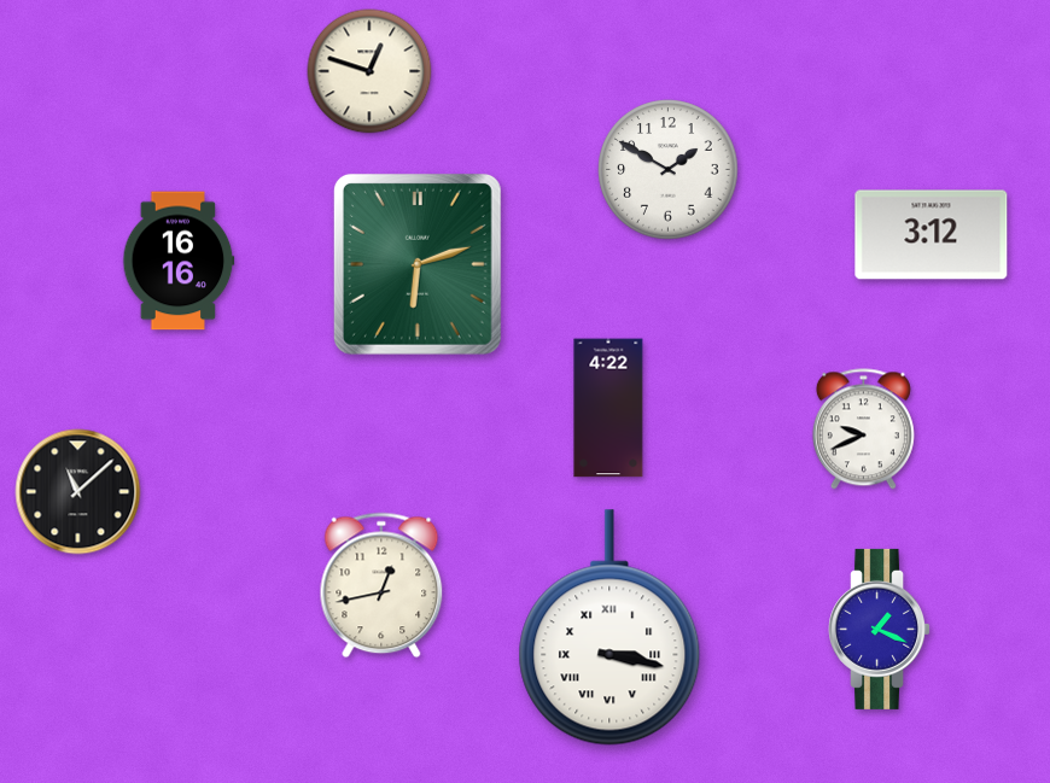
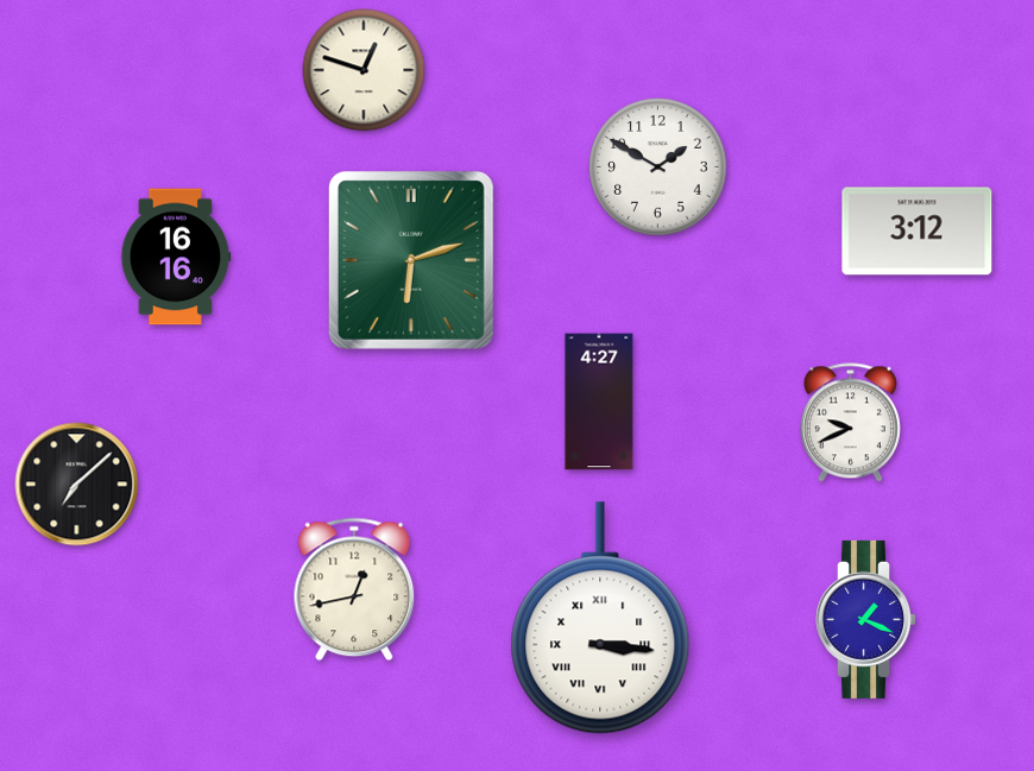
clock at (608, 408): 4:22 -> 4:27
clock at (78, 492): 11:08 -> 7:08
clock at (381, 585) position: (381, 585) -> (354, 589)
clock at (609, 627): 3:17 -> 3:16
